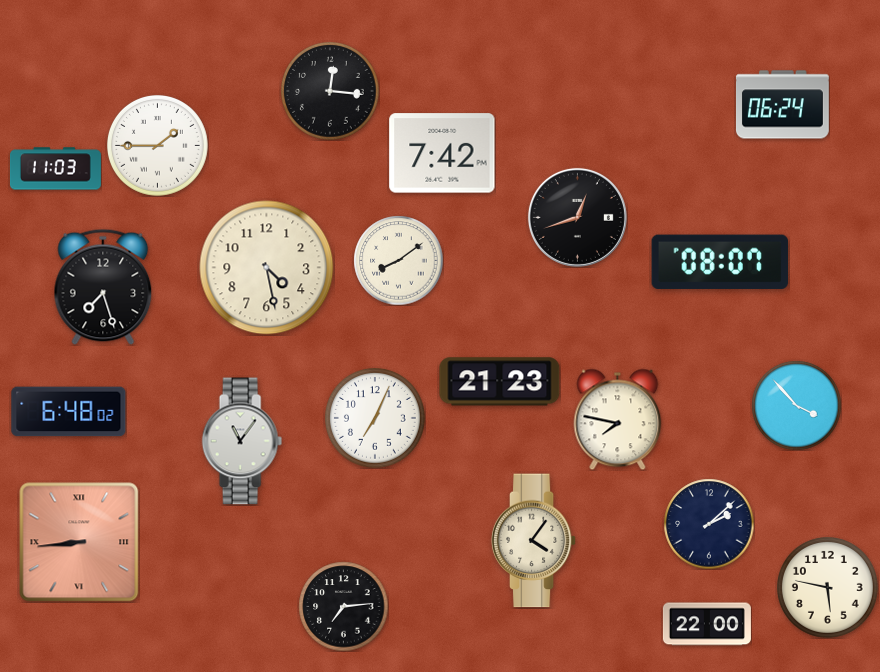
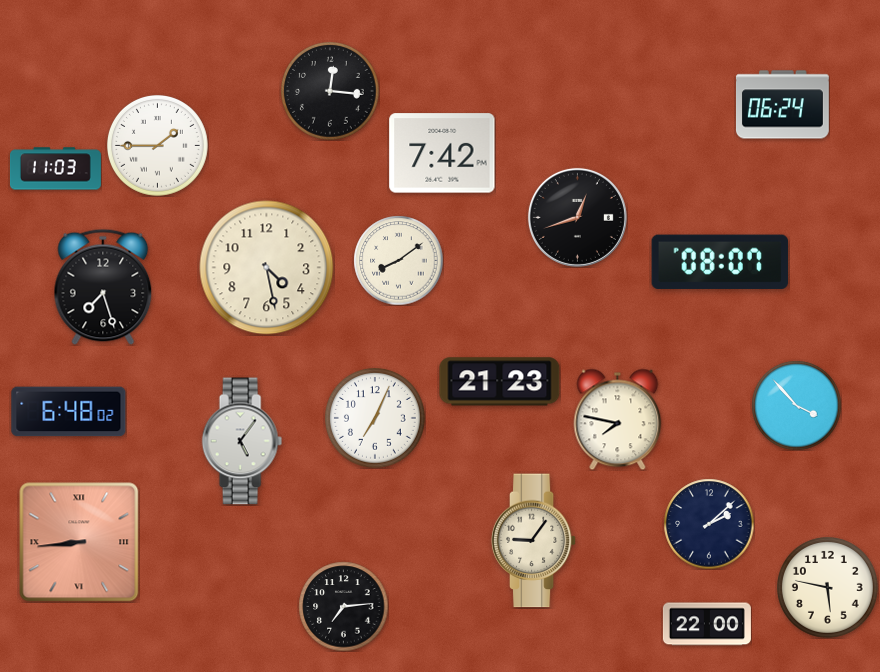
clock at (242, 441): 11:06 -> 5:06
clock at (534, 541): 4:06 -> 9:06
